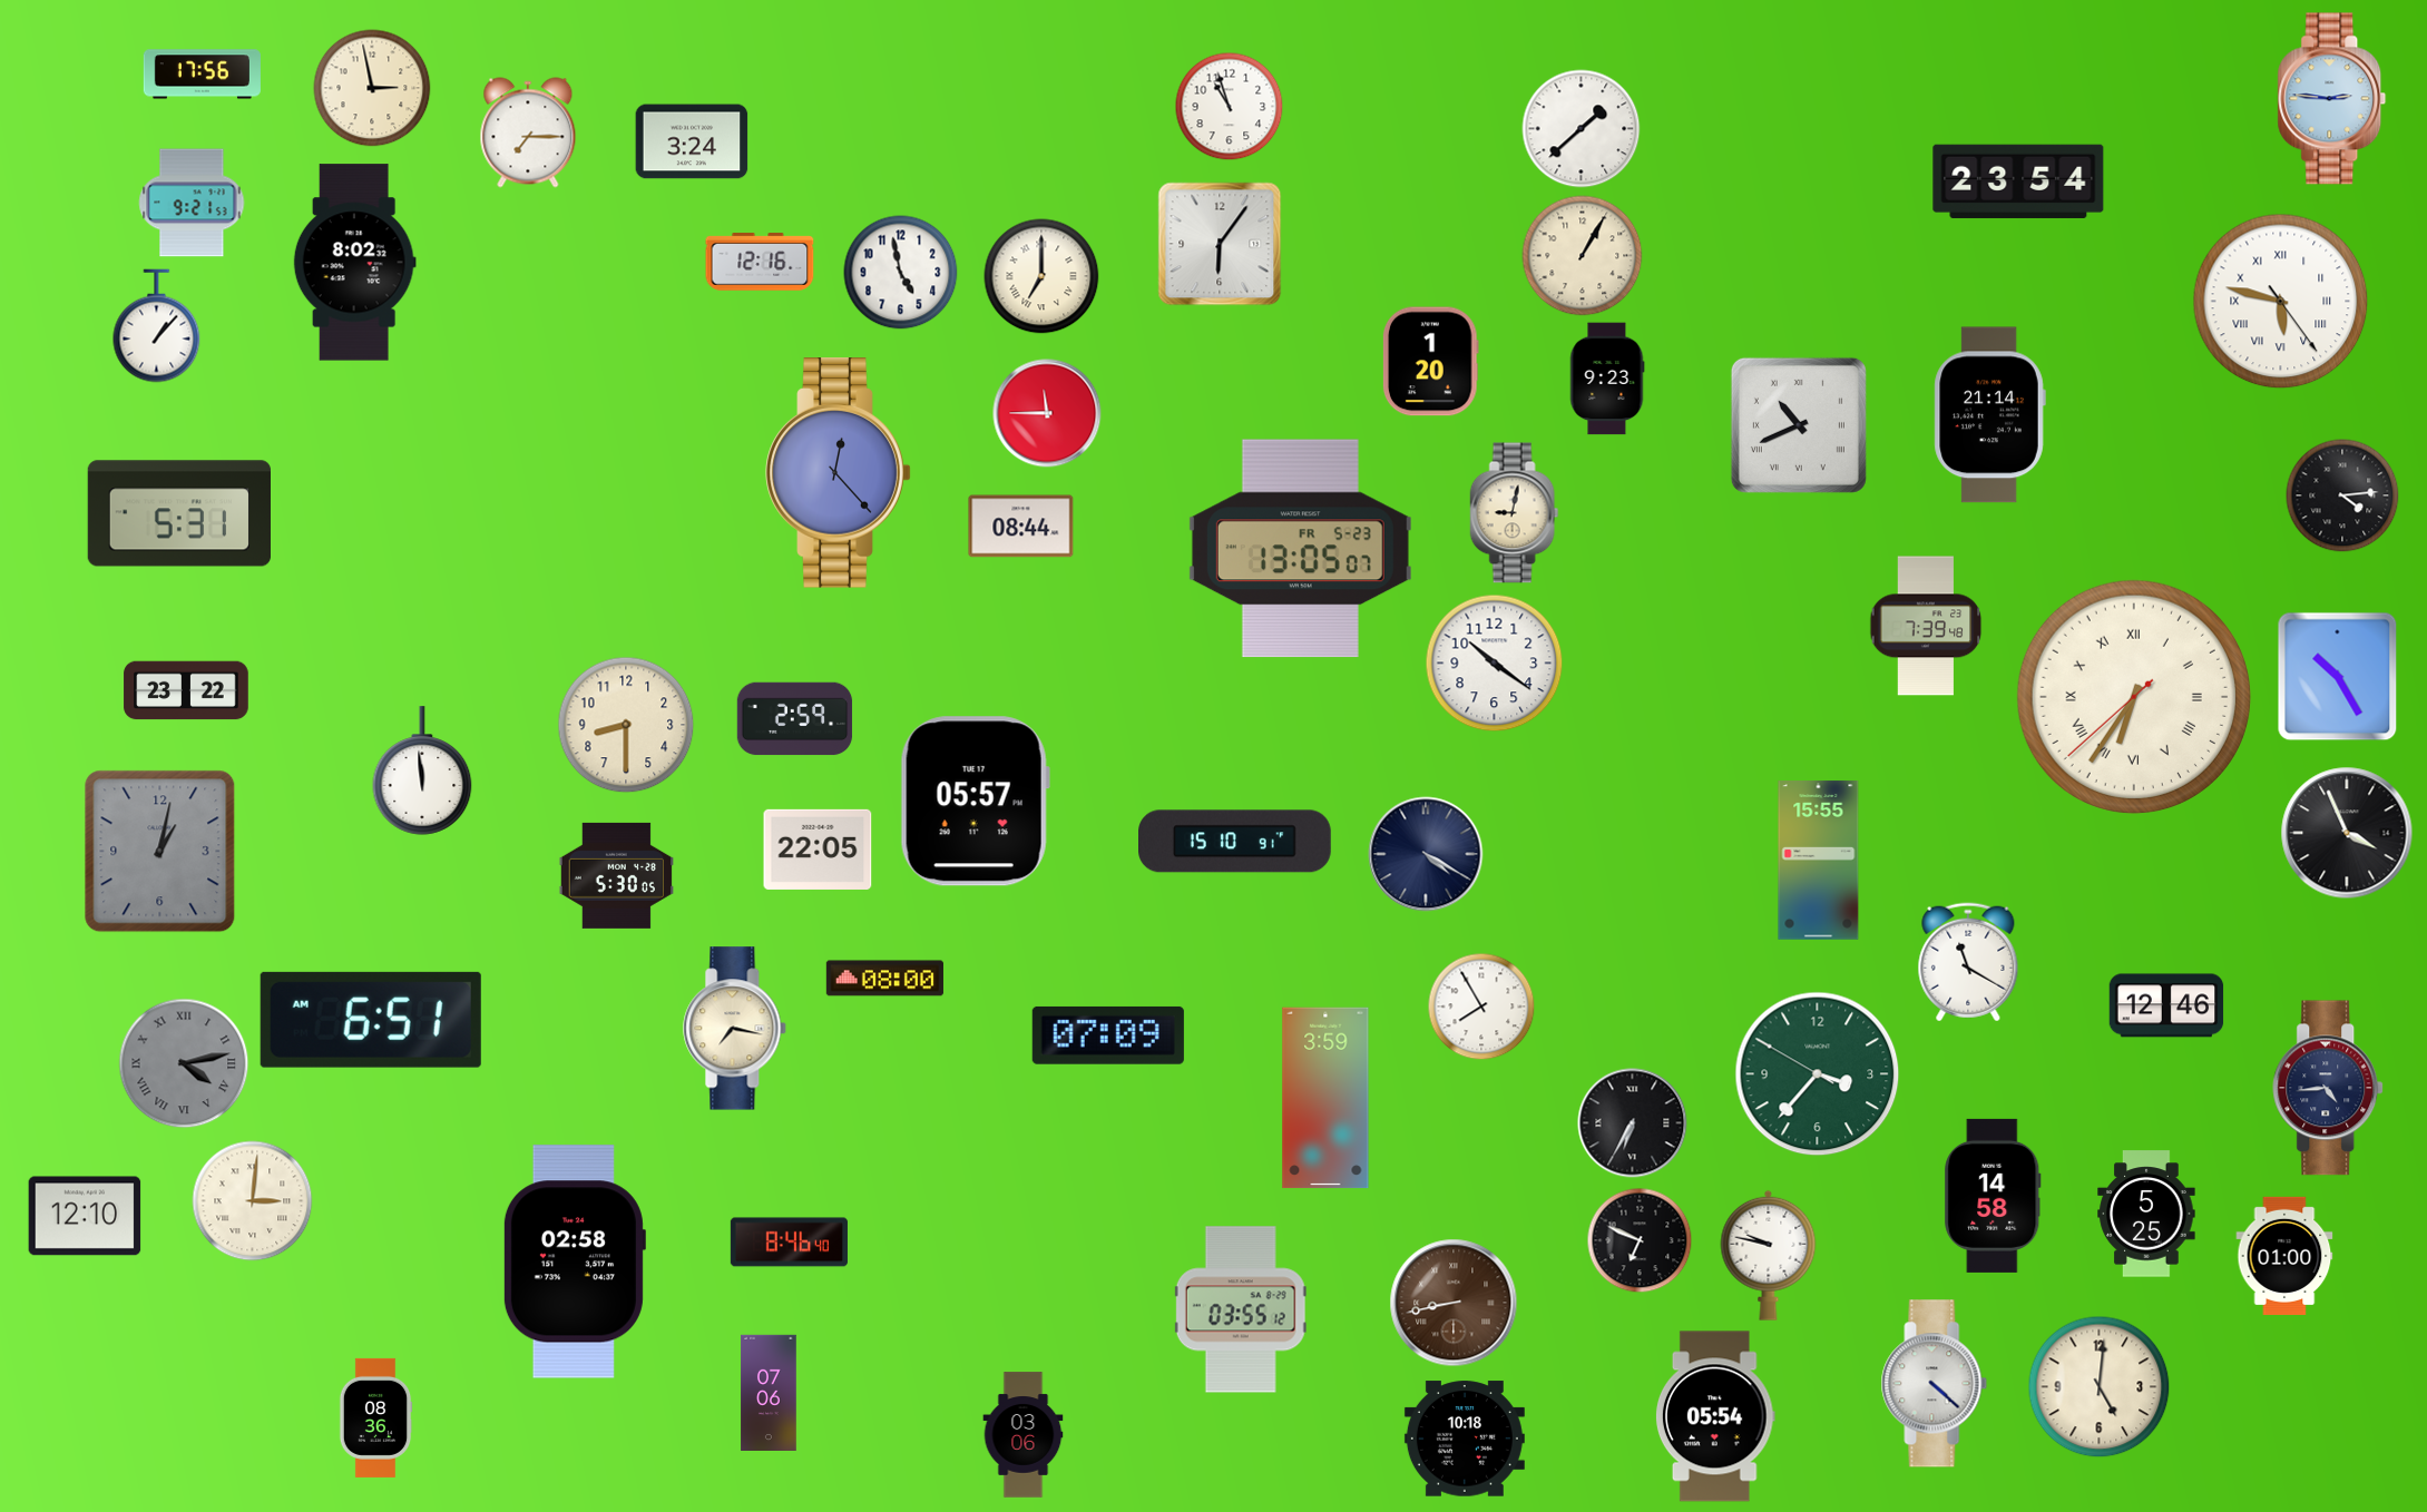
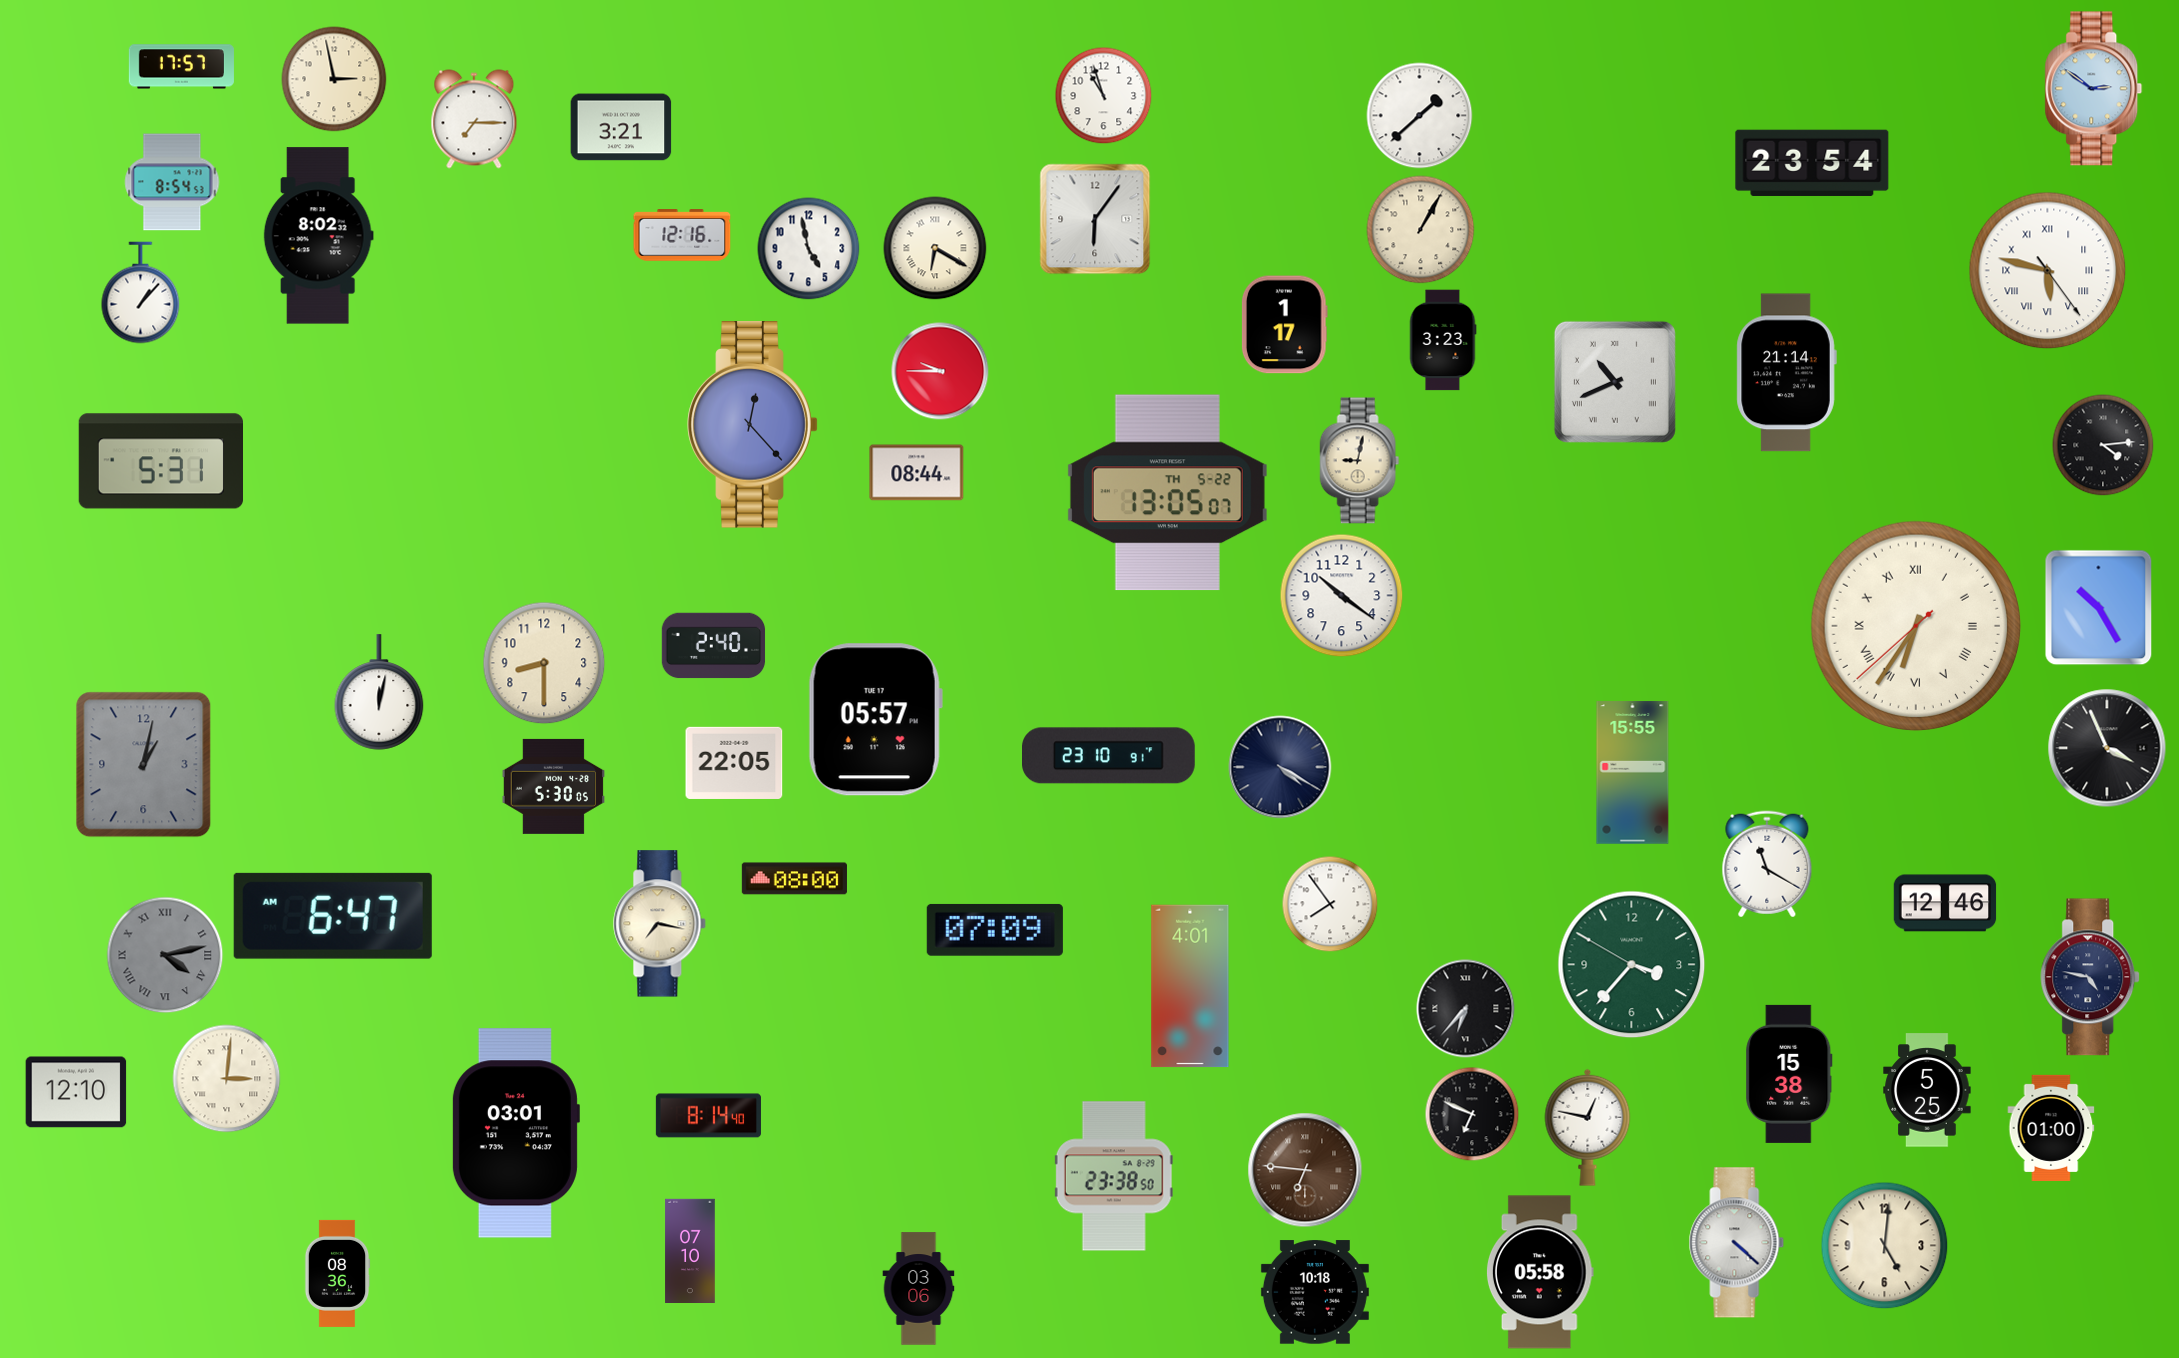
clock at (202, 75): 17:56 -> 17:57
clock at (2332, 99): 2:46 -> 2:51
clock at (692, 141): 3:24 -> 3:21
clock at (192, 203): 9:21 -> 8:54
clock at (901, 273) position: (901, 273) -> (809, 249)
clock at (1041, 276): 7:00 -> 6:20
clock at (1430, 362): 1:20 -> 1:17
clock at (1607, 379): 9:23 -> 3:23
clock at (1047, 413): 11:45 -> 9:45
clock at (1300, 549) date: FR 5-23 -> TH 5-22
clock at (1926, 626): 7:39 -> none
clock at (186, 690): 23:22 -> none
clock at (795, 719): 2:59 -> 2:40
clock at (626, 725) position: (626, 725) -> (544, 663)
clock at (422, 770): 11:59 -> 12:02
clock at (1235, 842): 15:10 -> 23:10
clock at (1481, 1007): 7:55 -> 7:54
clock at (371, 1020): 6:51 -> 6:47
clock at (2329, 1088): 4:44 -> 4:47
clock at (1325, 1098): 3:59 -> 4:01
clock at (1633, 1123): 6:35 -> 6:37
clock at (1993, 1196): 14:58 -> 15:38
clock at (789, 1243): 8:46 -> 8:14
clock at (1769, 1255): 9:47 -> 12:47
clock at (574, 1261): 02:58 -> 03:01
clock at (1454, 1303): 8:43 -> 6:46
clock at (1241, 1309): 03:55 -> 23:38
clock at (769, 1393): 07:06 -> 07:10
clock at (1715, 1416): 05:54 -> 05:58
